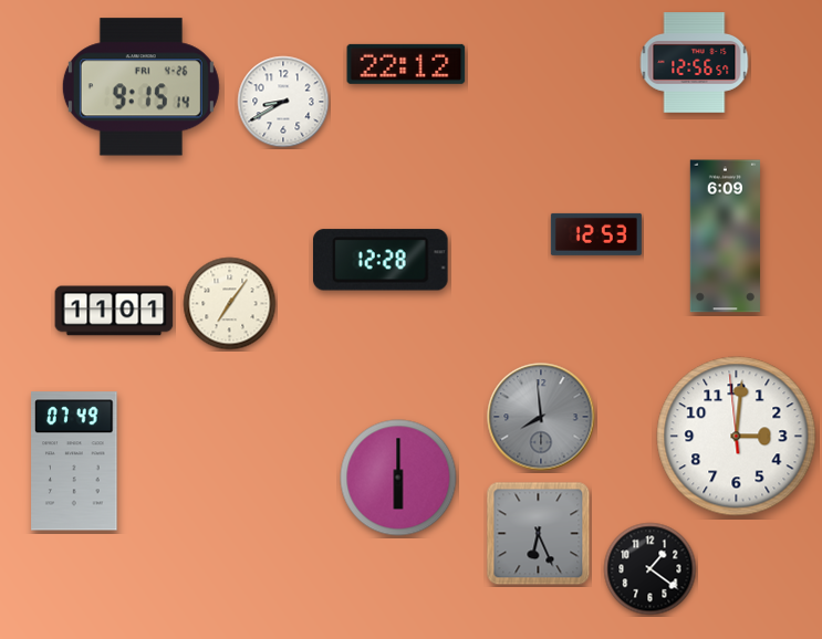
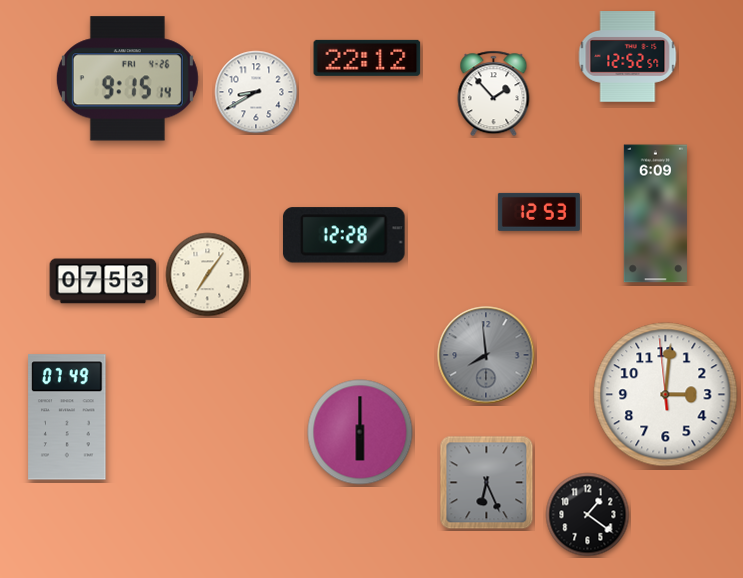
clock at (695, 63): 12:56 -> 12:52
clock at (494, 94): none -> 1:53
clock at (114, 311): 11:01 -> 07:53
clock at (541, 417) position: (541, 417) -> (486, 355)
